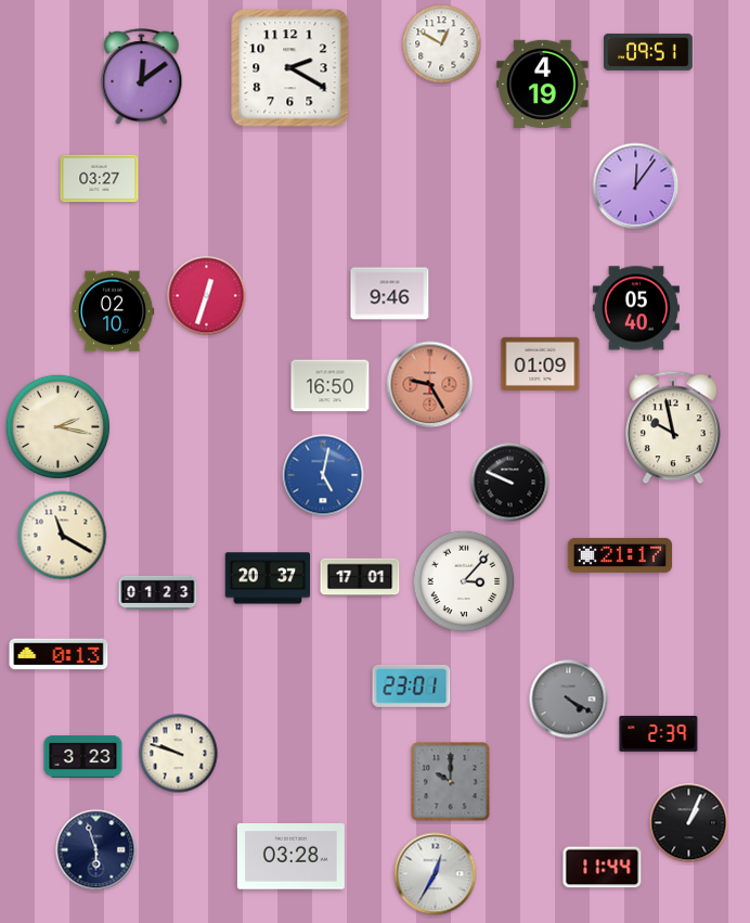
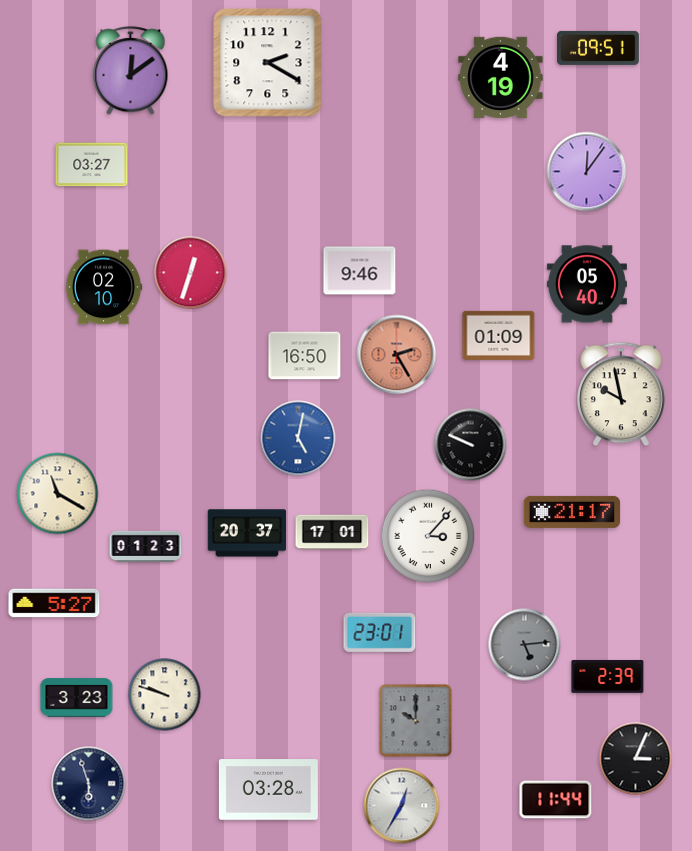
clock at (442, 44): 12:50 -> none
clock at (430, 385): 9:25 -> 2:25
clock at (59, 427): 2:17 -> none
clock at (59, 654): 0:13 -> 5:27
clock at (569, 700): 4:20 -> 5:14
clock at (689, 823): 1:04 -> 3:04
